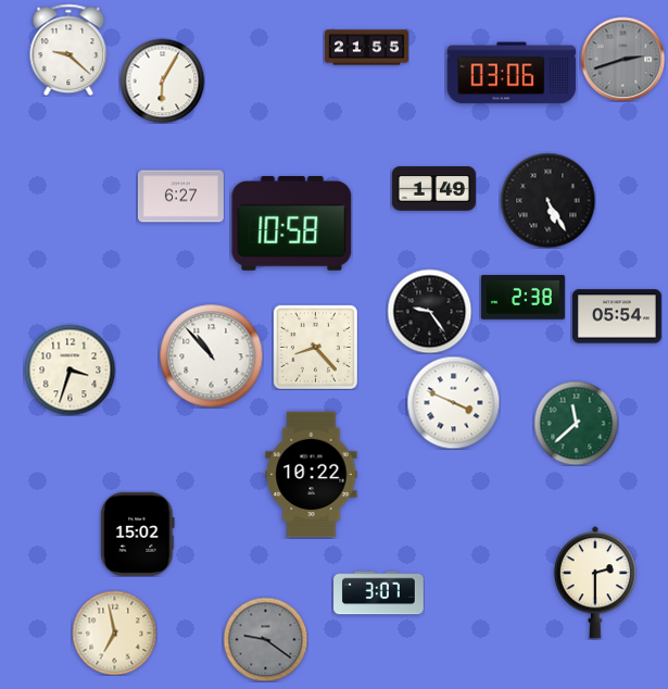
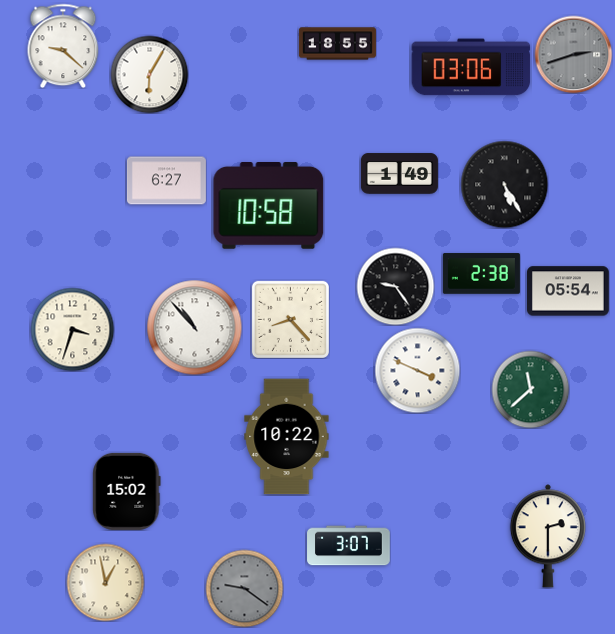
clock at (366, 48): 21:55 -> 18:55
clock at (70, 369) position: (70, 369) -> (72, 329)
clock at (114, 632): 6:58 -> 12:58
